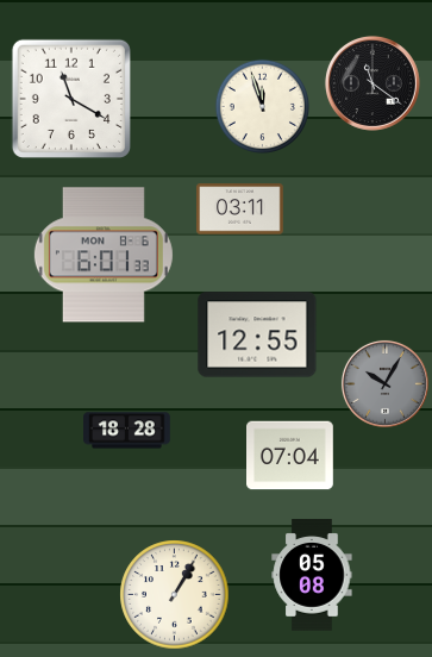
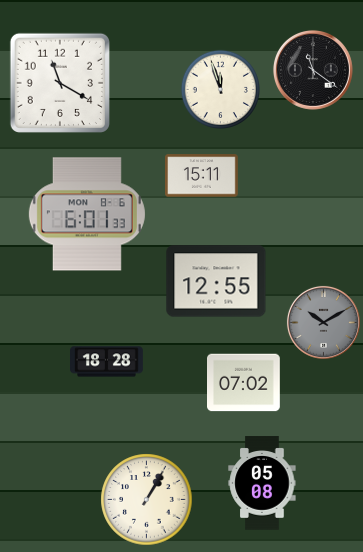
clock at (240, 209): 03:11 -> 15:11
clock at (384, 383): 10:05 -> 10:10
clock at (290, 456): 07:04 -> 07:02
